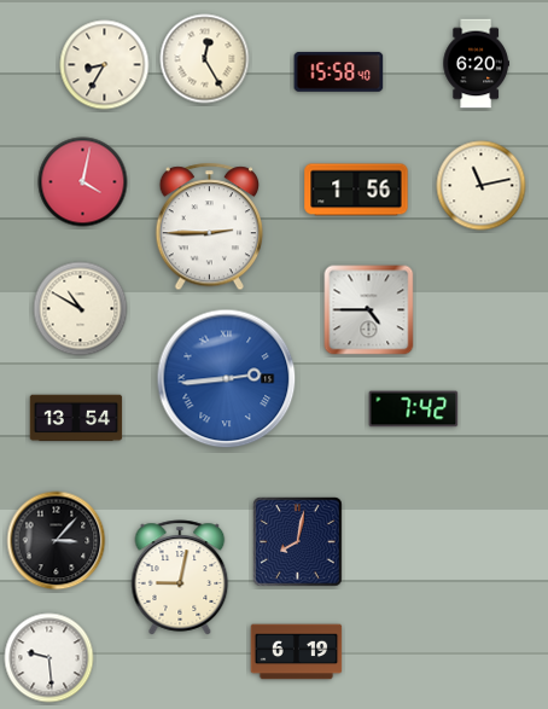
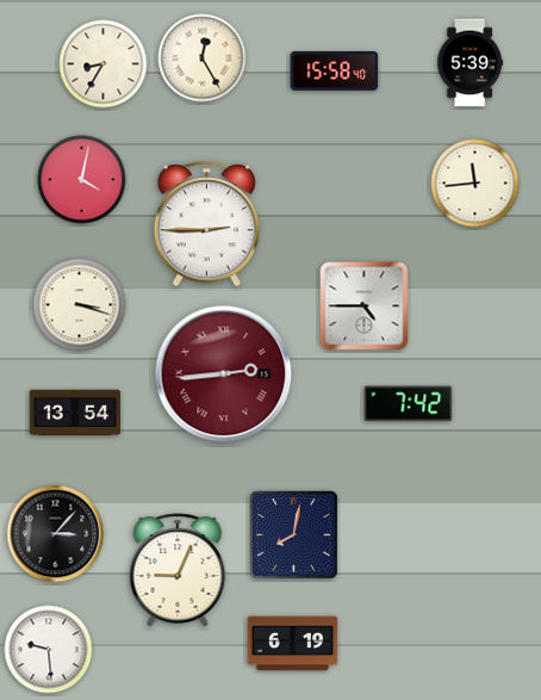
clock at (476, 64): 6:20 -> 5:39
clock at (482, 186): 11:13 -> 11:44
clock at (356, 190): 1:56 -> none
clock at (81, 309): 10:50 -> 3:18
clock at (227, 379) dial: blue -> burgundy
clock at (180, 577): 9:02 -> 9:04
